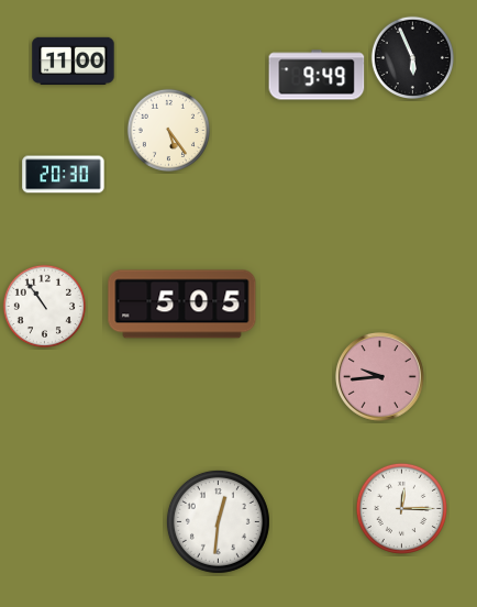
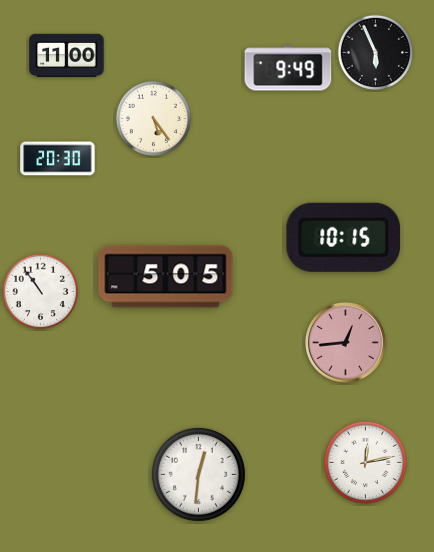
clock at (344, 237): none -> 10:15
clock at (44, 306) position: (44, 306) -> (40, 291)
clock at (379, 376): 9:44 -> 12:44
clock at (401, 508): 12:15 -> 12:13
